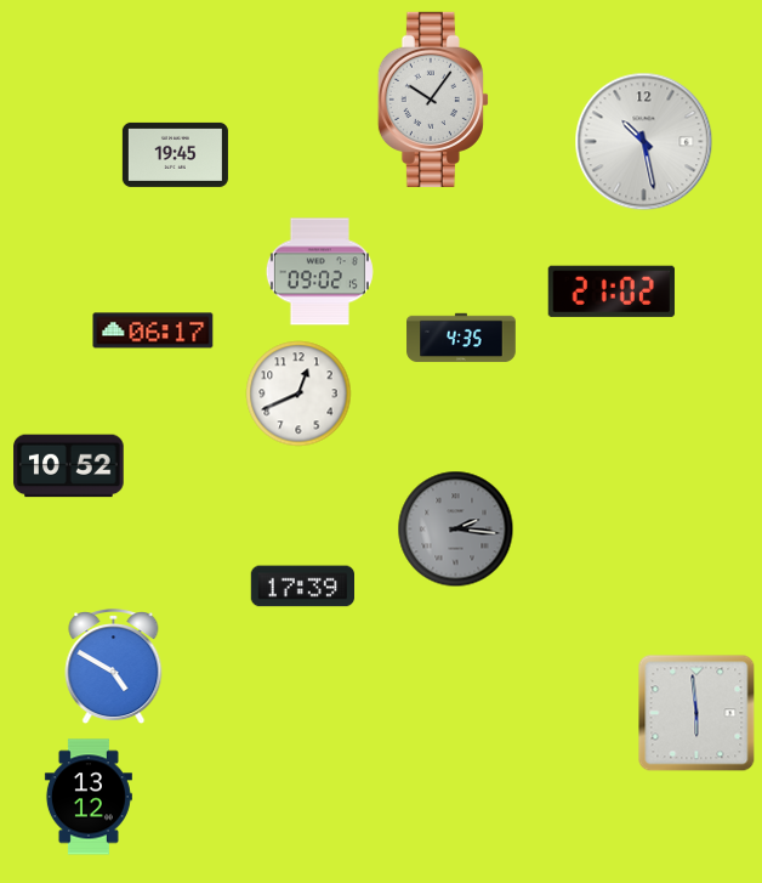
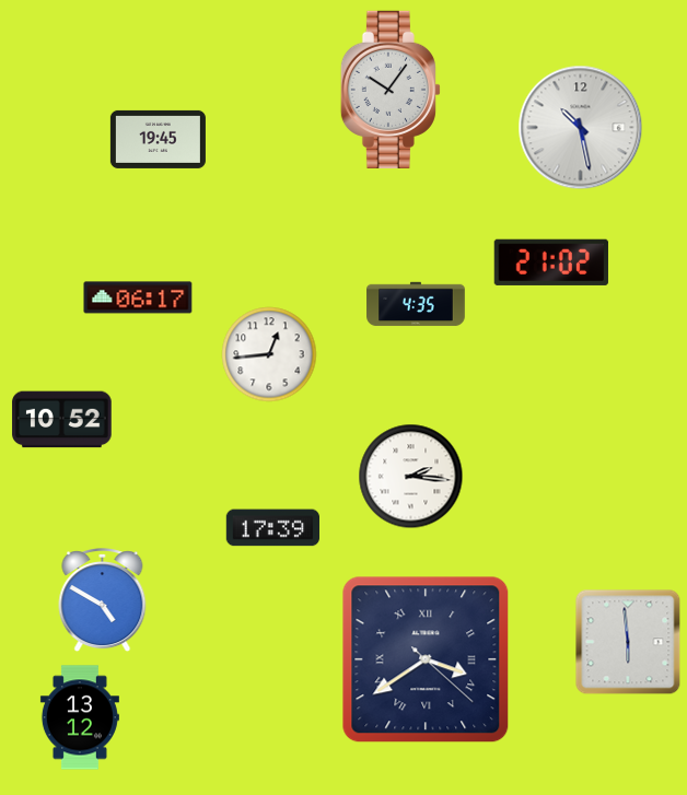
clock at (319, 272): 09:02 -> none
clock at (298, 394): 12:41 -> 12:44
clock at (456, 530) dial: grey -> white
clock at (426, 659): none -> 3:39
